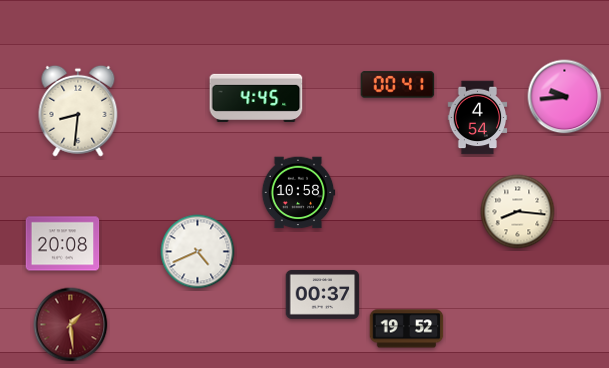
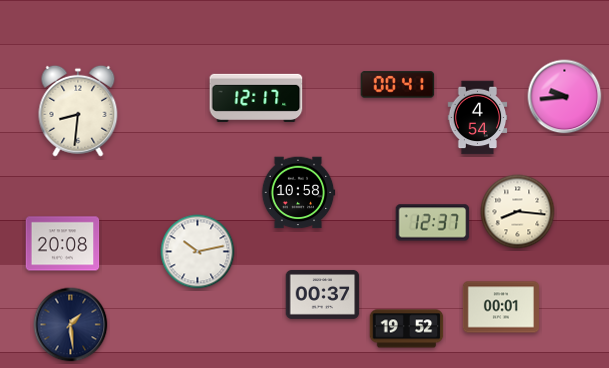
clock at (256, 98): 4:45 -> 12:17
clock at (433, 223): none -> 12:37
clock at (198, 252): 4:41 -> 10:13
clock at (501, 307): none -> 00:01
clock at (71, 325) dial: burgundy -> navy
